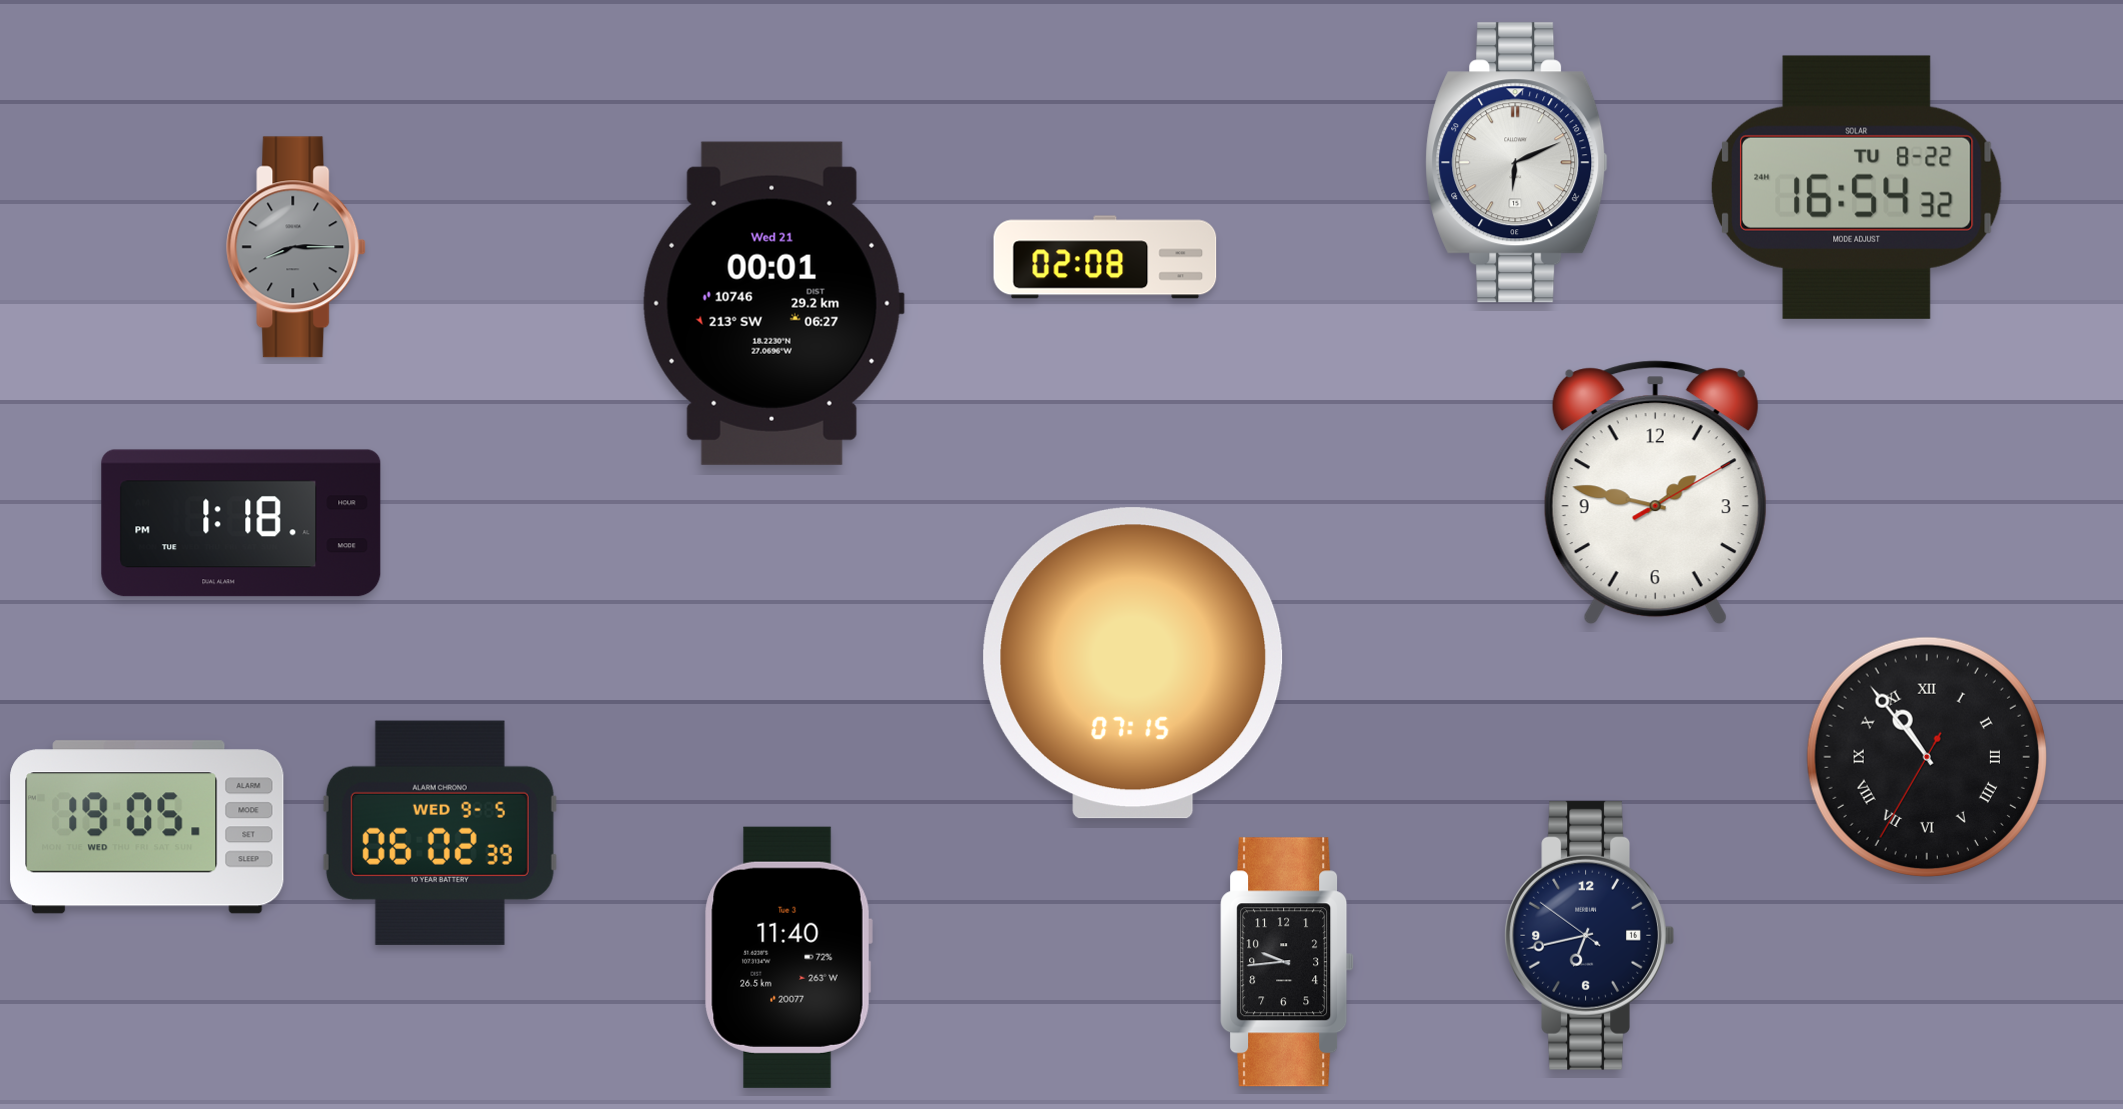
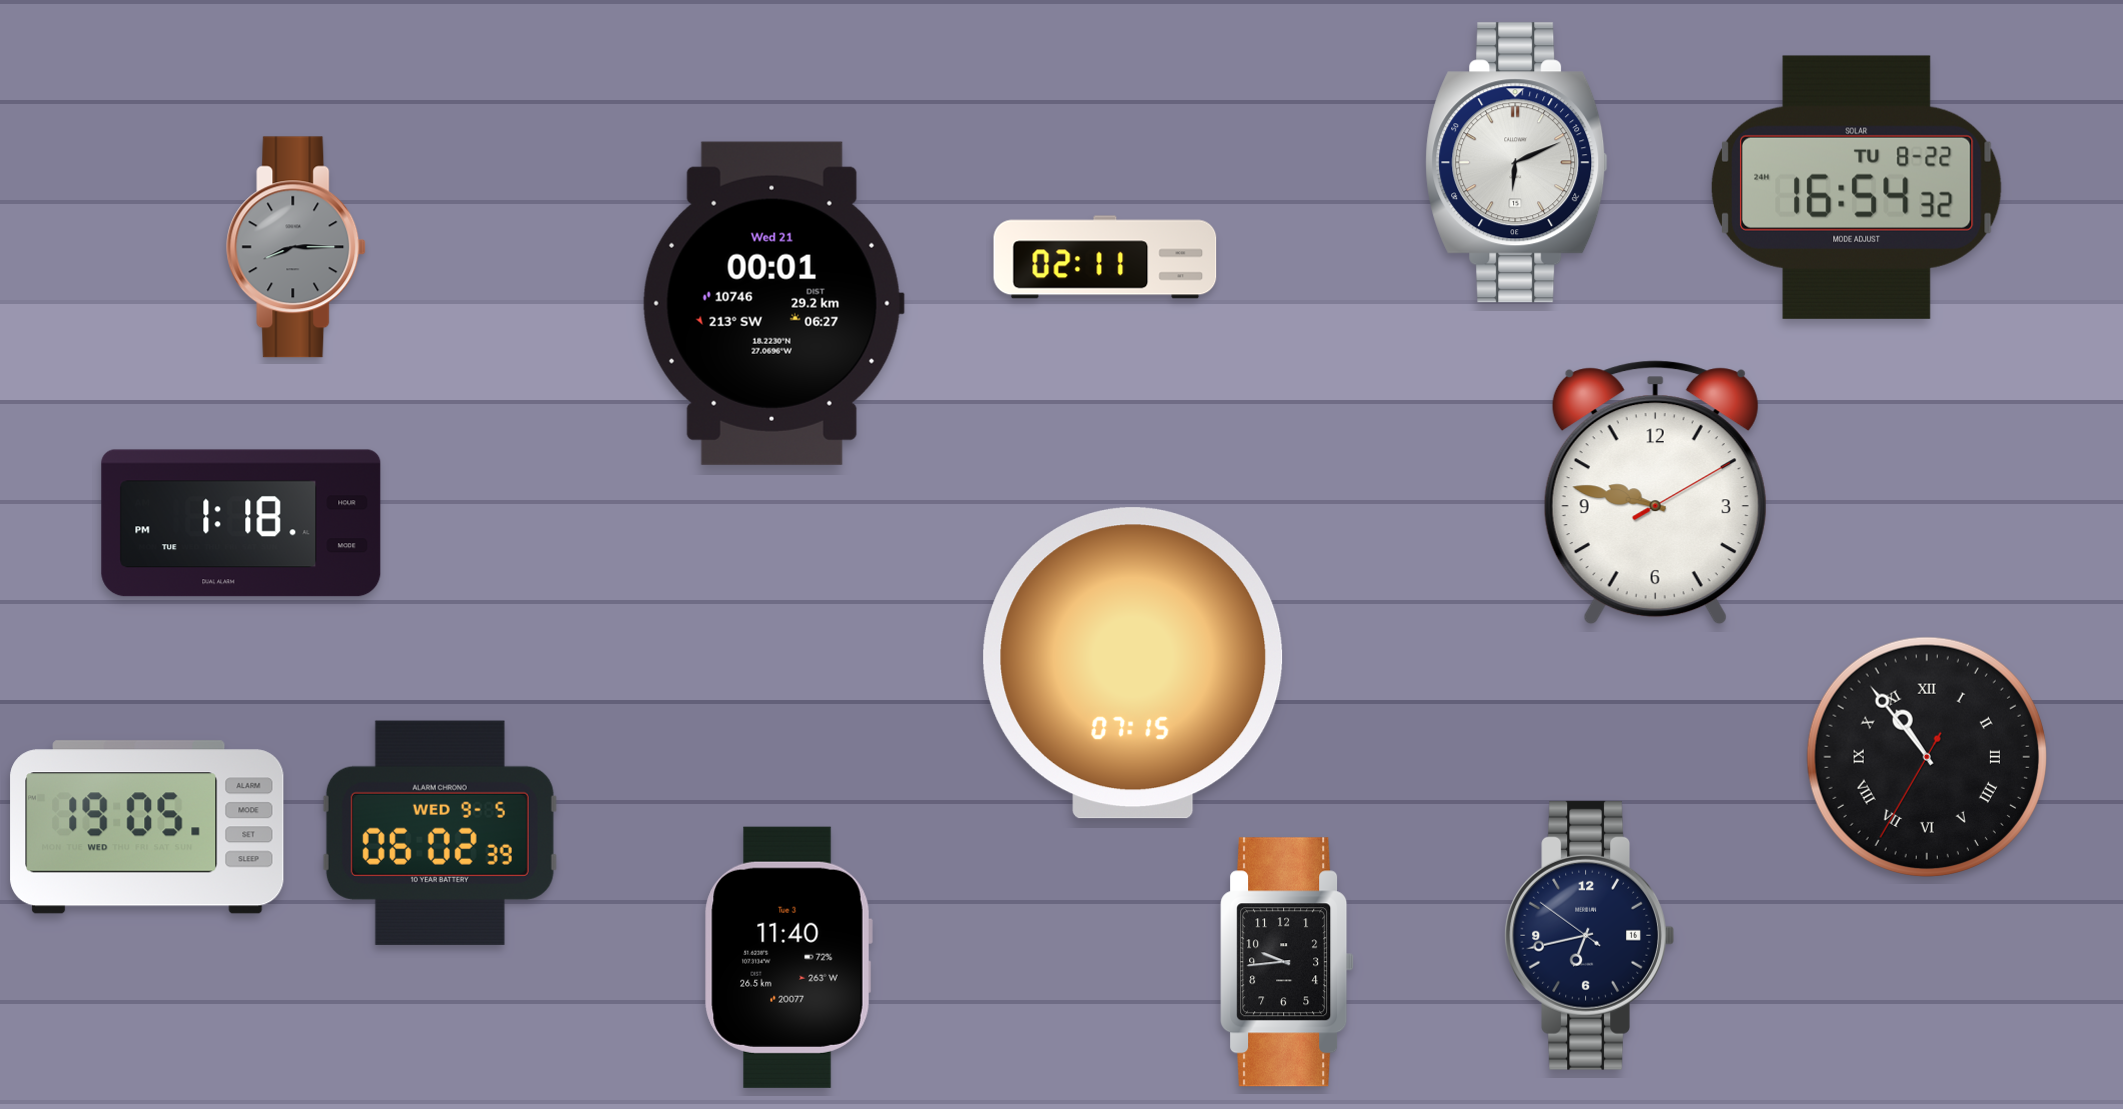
clock at (1105, 257): 02:08 -> 02:11
clock at (1655, 493): 1:47 -> 9:47
